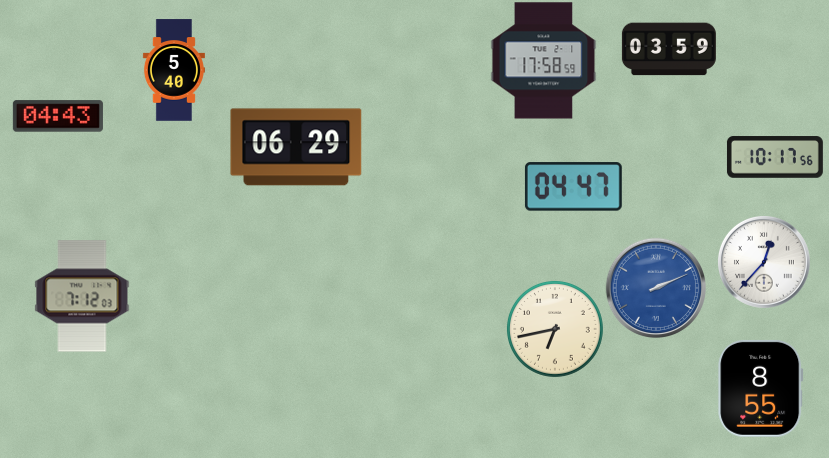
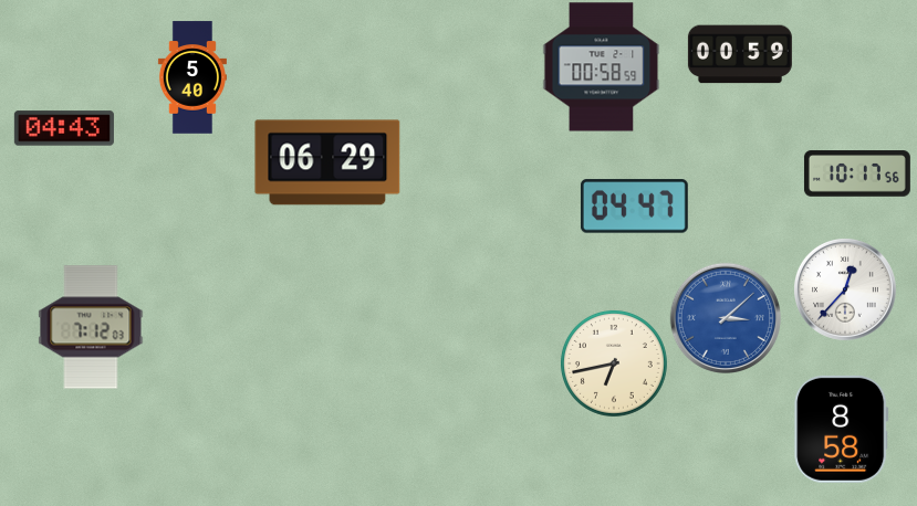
clock at (669, 49): 03:59 -> 00:59
clock at (544, 61): 17:58 -> 00:58
clock at (655, 287): 2:11 -> 3:08
clock at (761, 388): 8:55 -> 8:58
